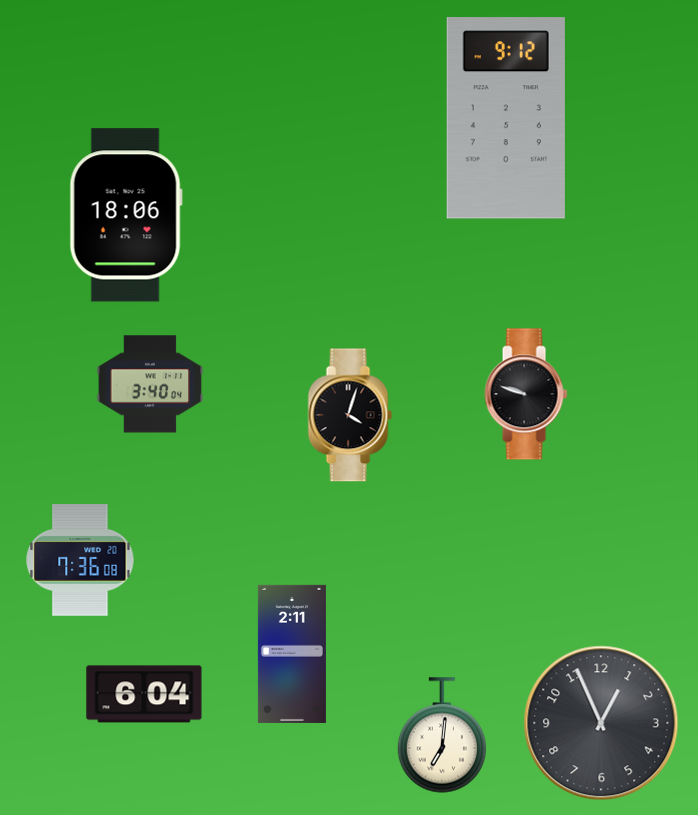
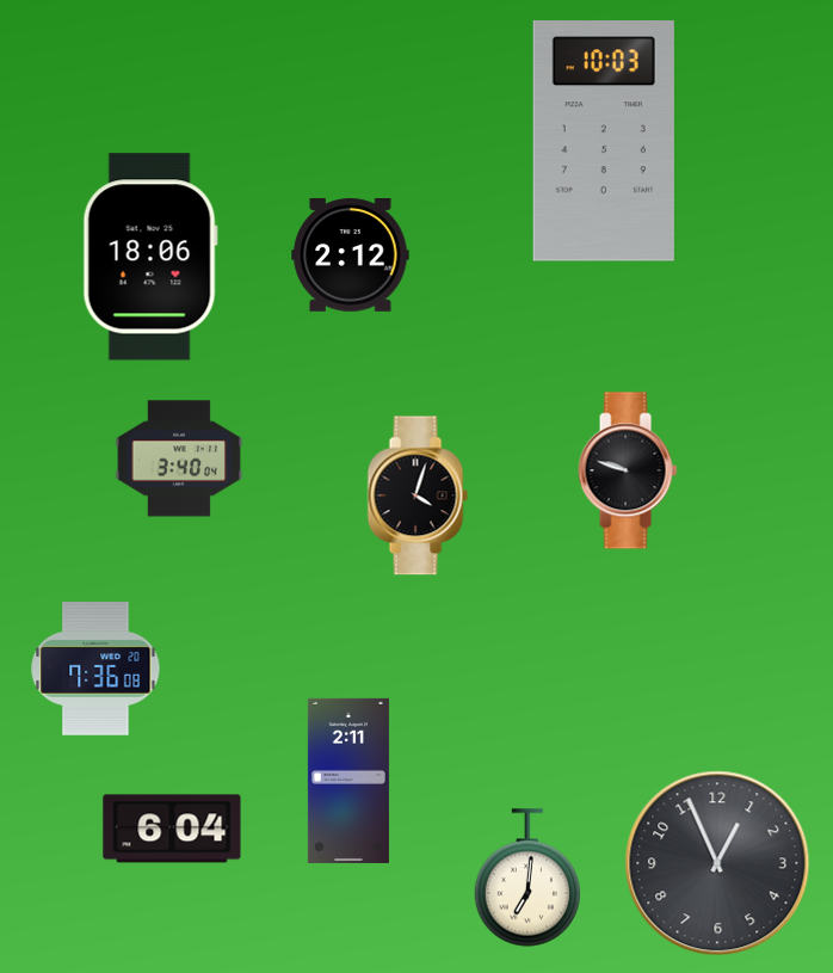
clock at (506, 118): 9:12 -> 10:03
clock at (351, 255): none -> 2:12
